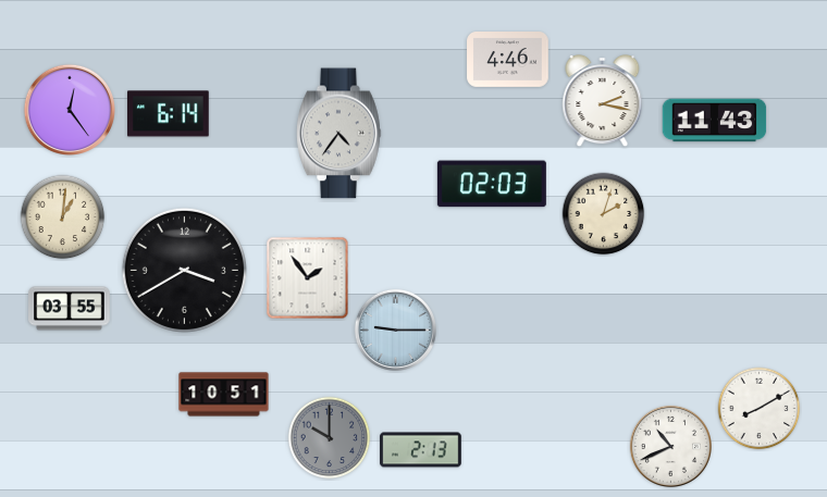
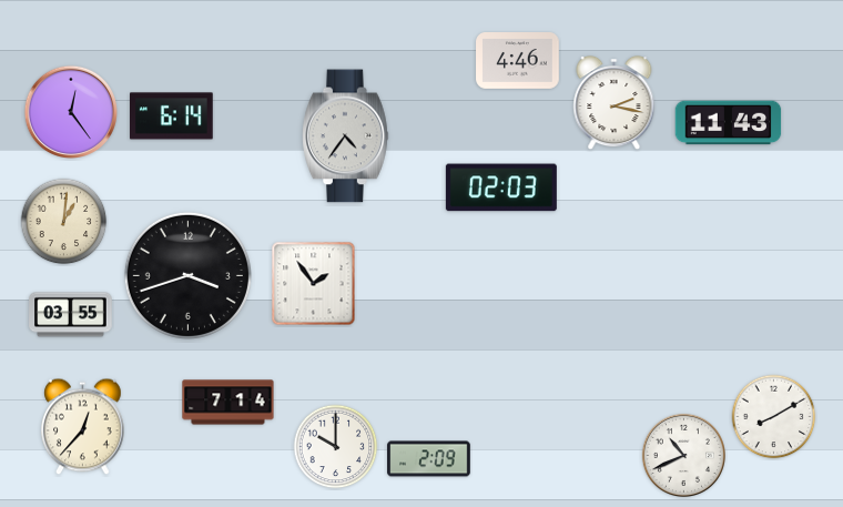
clock at (604, 214): 2:03 -> none
clock at (184, 270): 3:40 -> 3:42
clock at (395, 330): 9:15 -> none
clock at (224, 395): 10:51 -> 7:14
clock at (83, 427): none -> 12:37
clock at (330, 438) dial: grey -> white
clock at (421, 450): 2:13 -> 2:09
